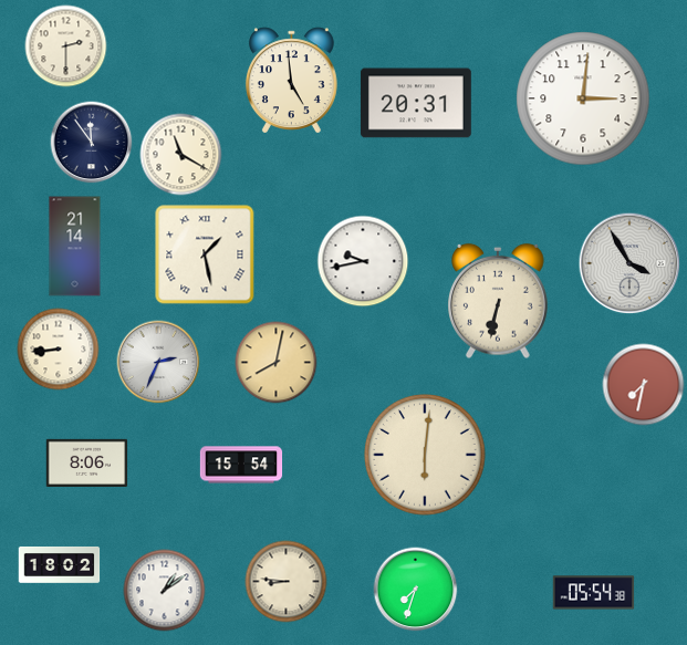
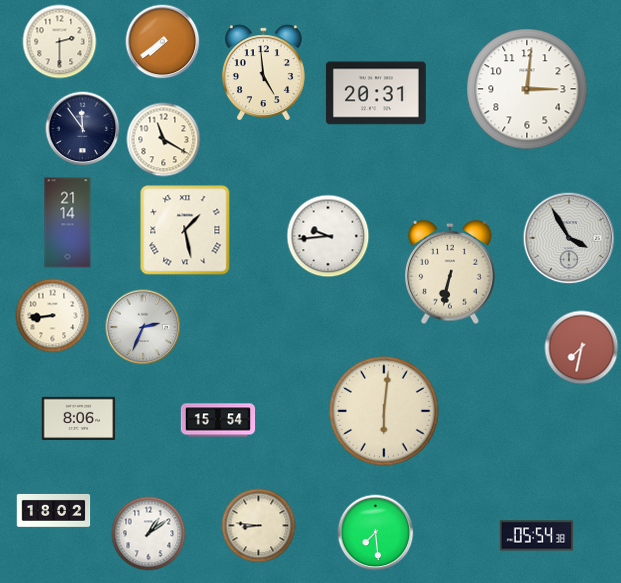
clock at (163, 42): none -> 7:39
clock at (363, 261): 9:43 -> 9:44
clock at (277, 363): 8:02 -> none
clock at (416, 590): 7:33 -> 7:29
